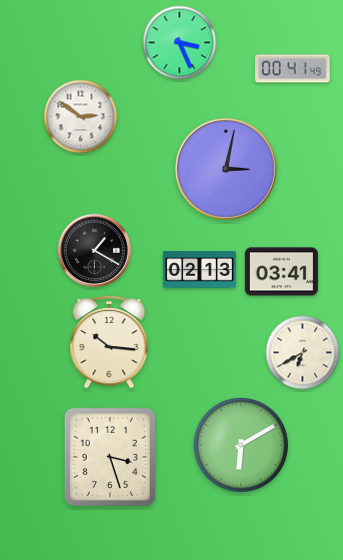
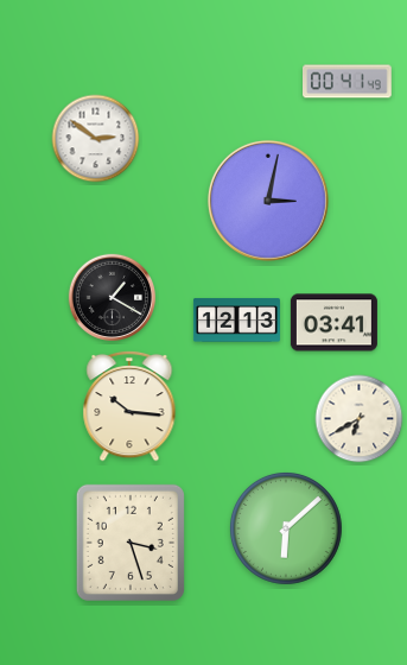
clock at (180, 43): 3:26 -> none
clock at (199, 270): 02:13 -> 12:13
clock at (241, 445): 6:10 -> 6:08
